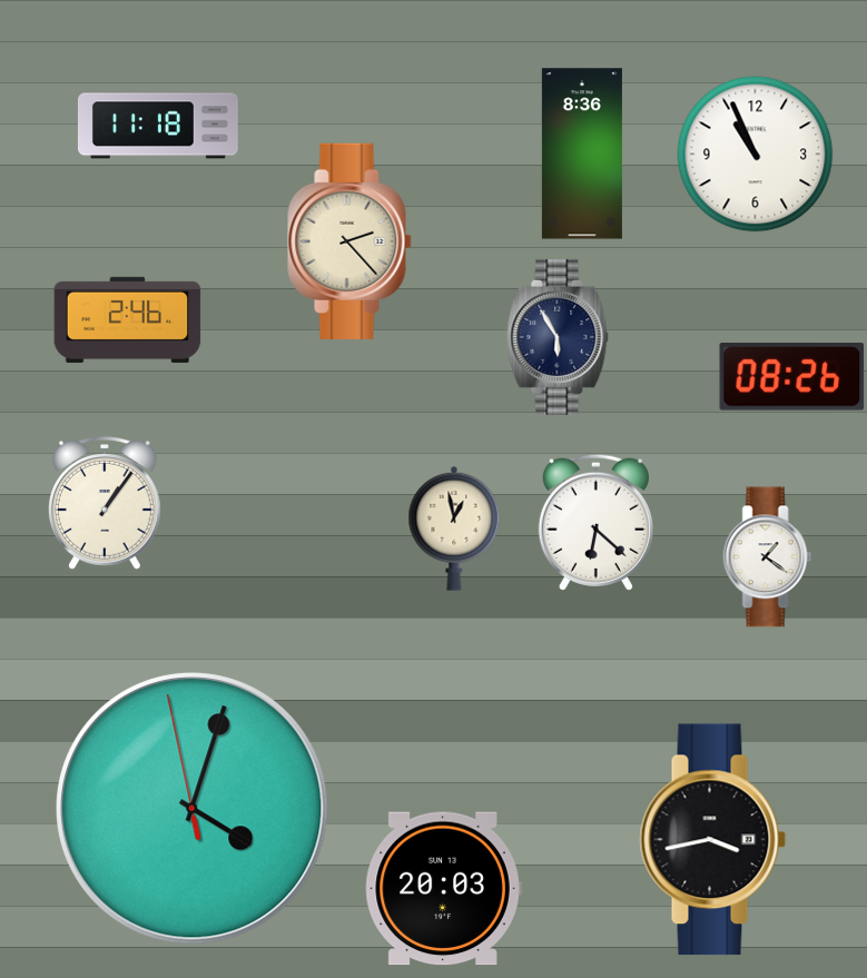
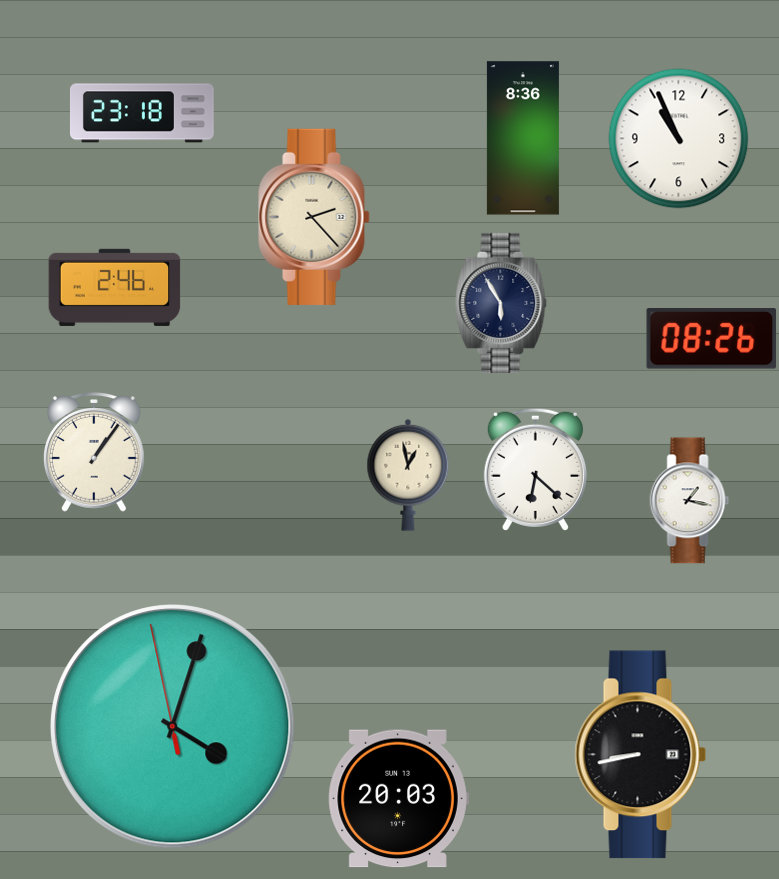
clock at (158, 126): 11:18 -> 23:18
clock at (768, 557): 1:21 -> 1:17
clock at (713, 840): 3:43 -> 8:43
